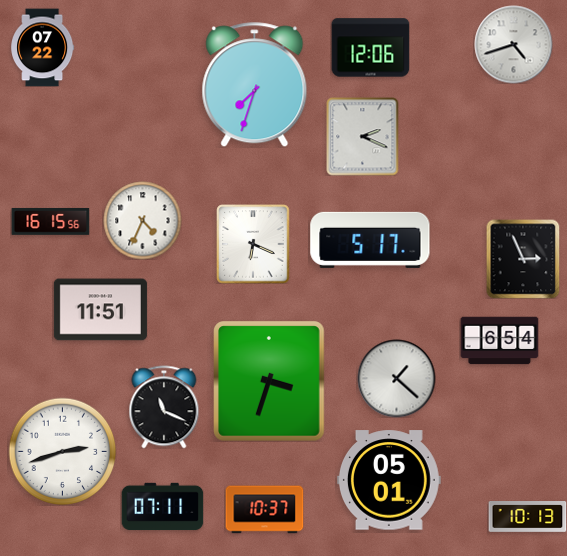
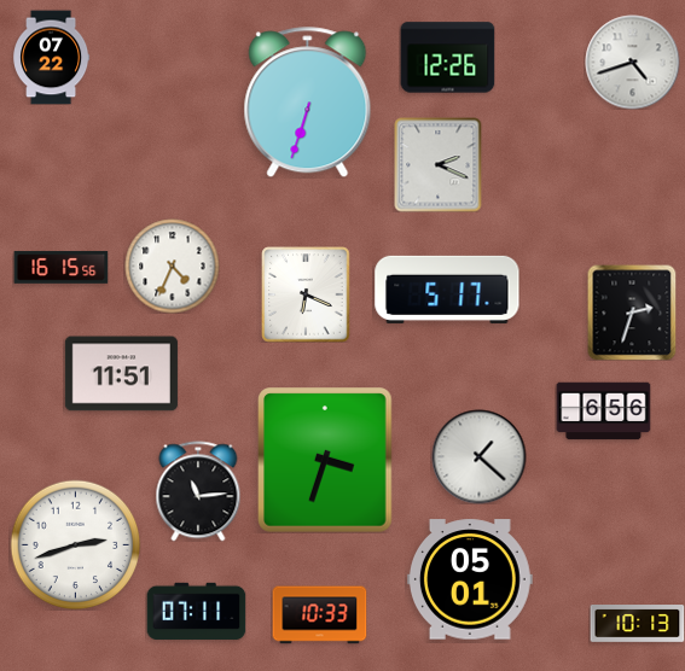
clock at (513, 44) position: (513, 44) -> (632, 62)
clock at (370, 48): 12:06 -> 12:26
clock at (255, 85): 7:33 -> 6:33
clock at (523, 259): 2:56 -> 2:33
clock at (499, 341): 6:54 -> 6:56
clock at (164, 407): 11:19 -> 11:14
clock at (264, 510): 10:37 -> 10:33
